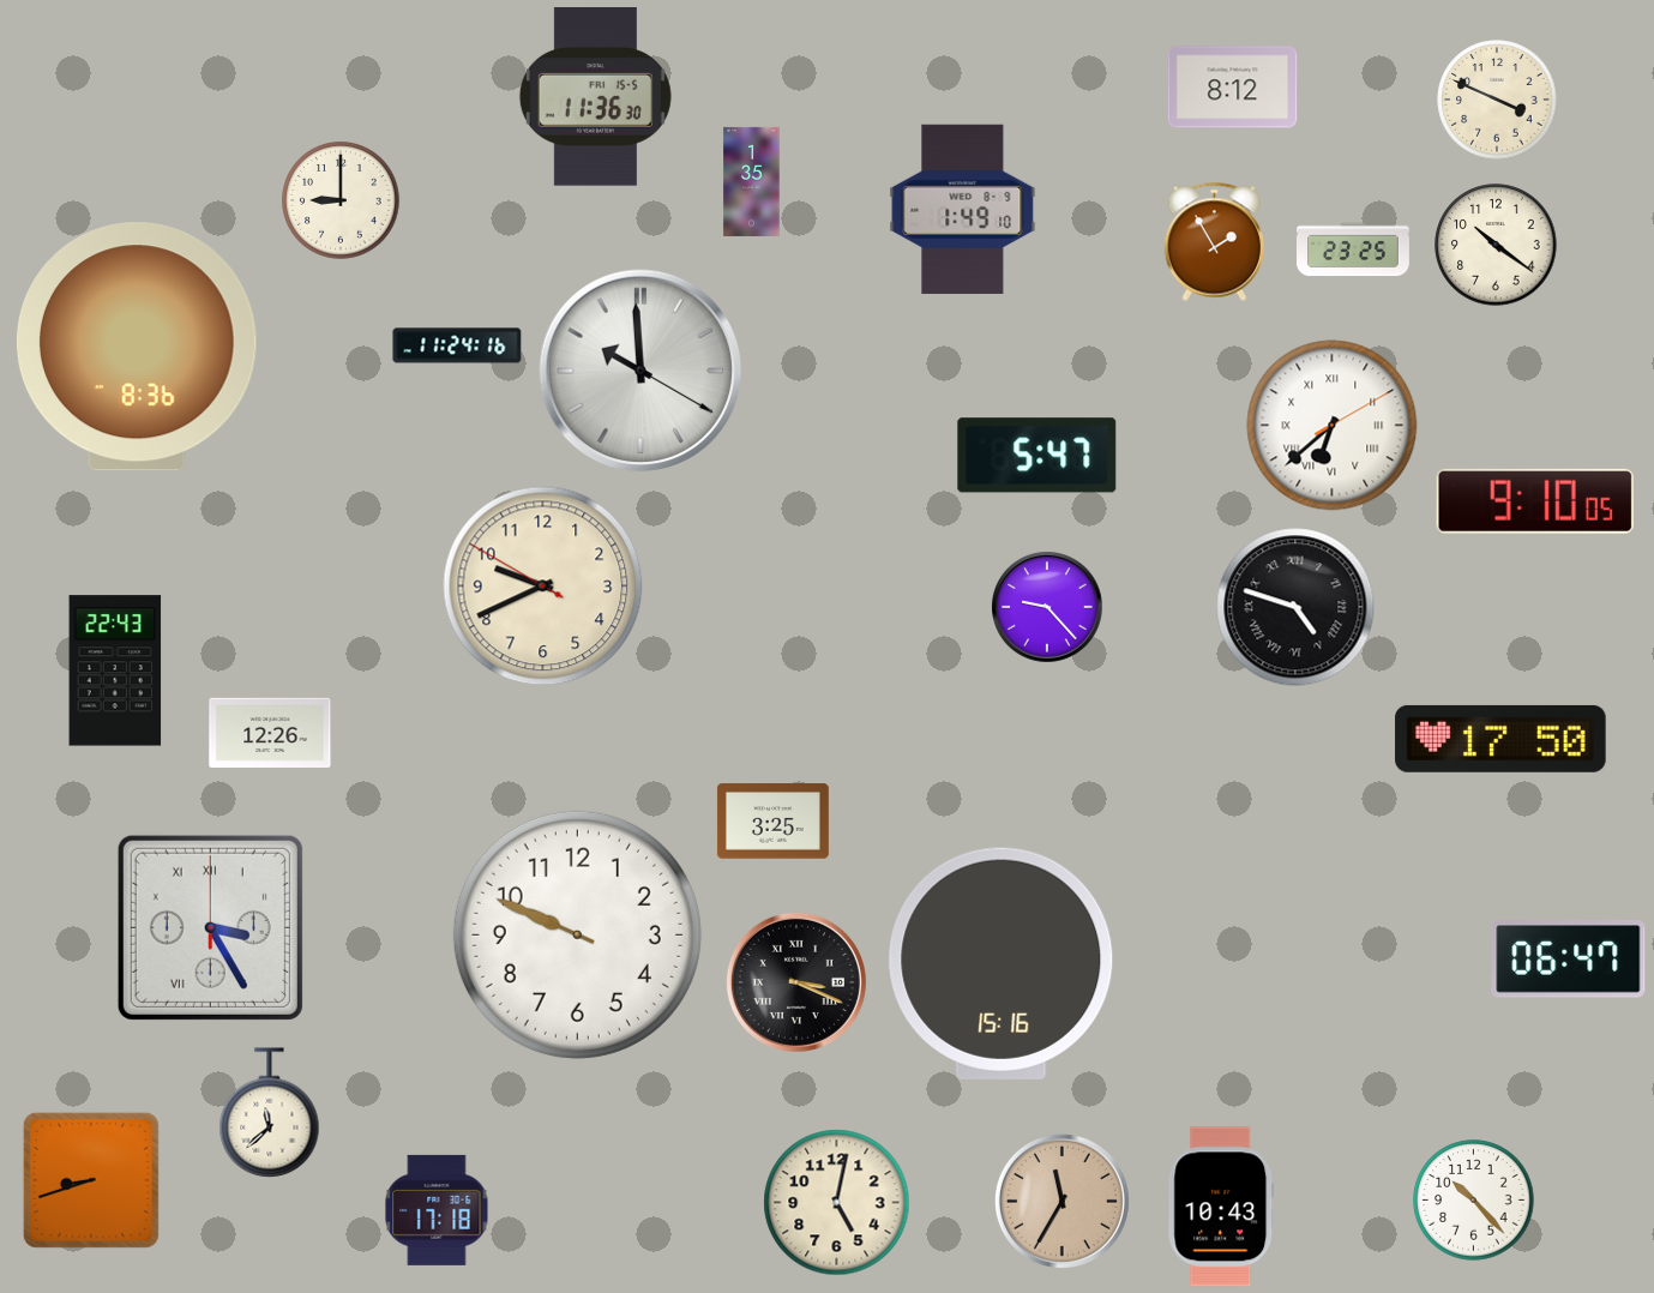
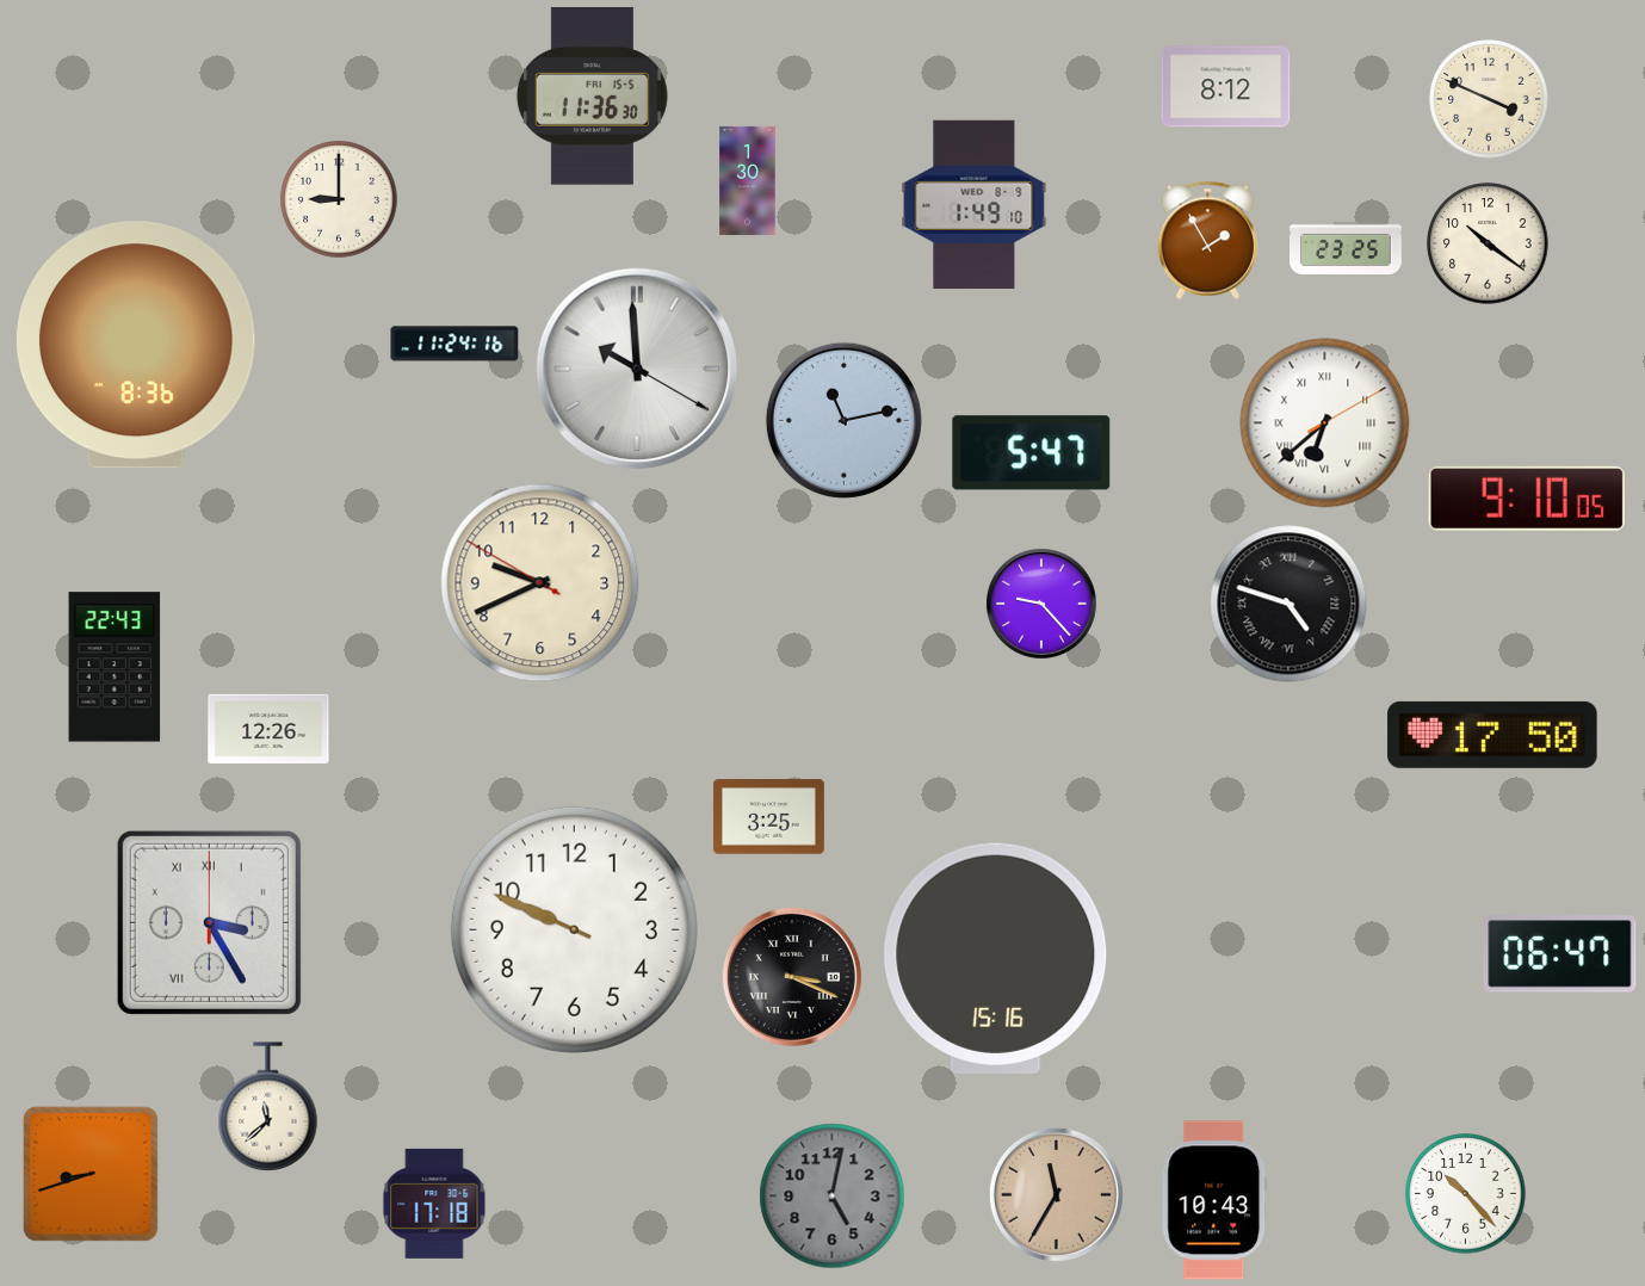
clock at (752, 181): 1:35 -> 1:30
clock at (963, 209) position: (963, 209) -> (975, 204)
clock at (843, 420): none -> 11:13
clock at (837, 1203) dial: cream -> grey
